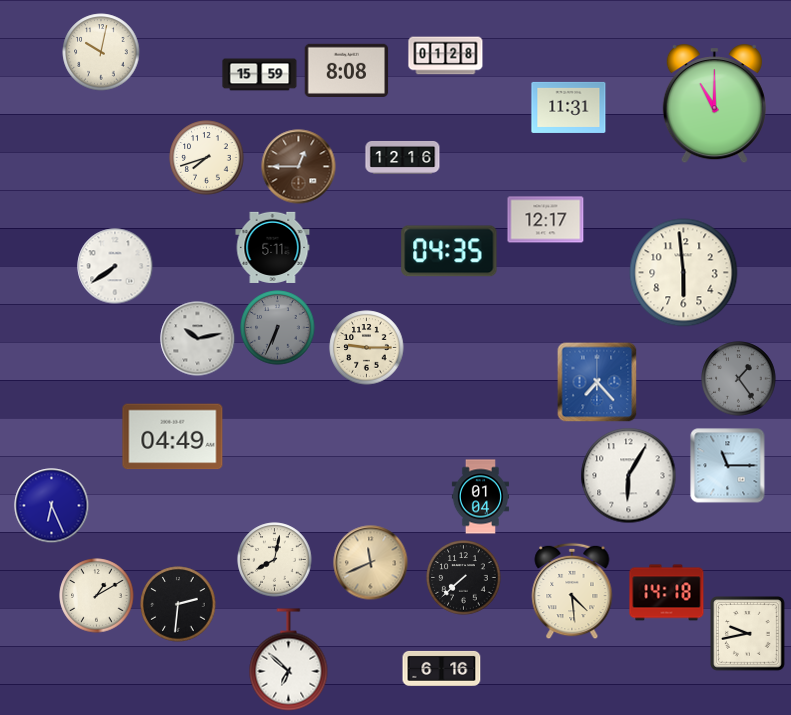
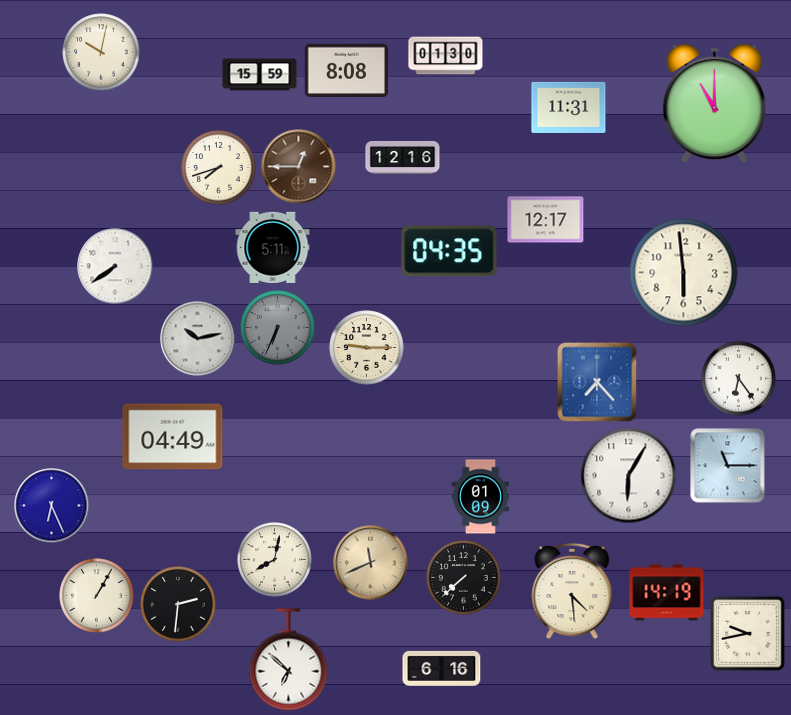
clock at (446, 56): 01:28 -> 01:30
clock at (207, 158) position: (207, 158) -> (219, 168)
clock at (739, 379): 1:24 -> 6:24
clock at (739, 379) dial: grey -> white
clock at (480, 497): 01:04 -> 01:09
clock at (667, 593): 14:18 -> 14:19
clock at (97, 596): 1:10 -> 1:05
